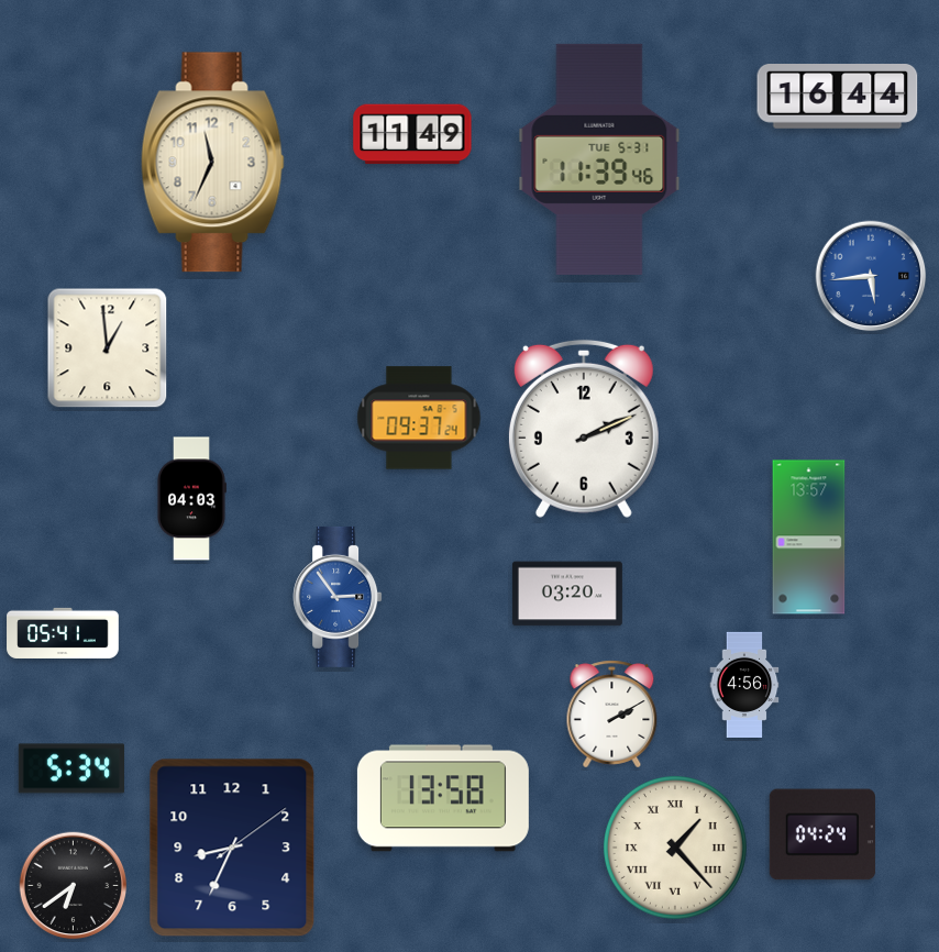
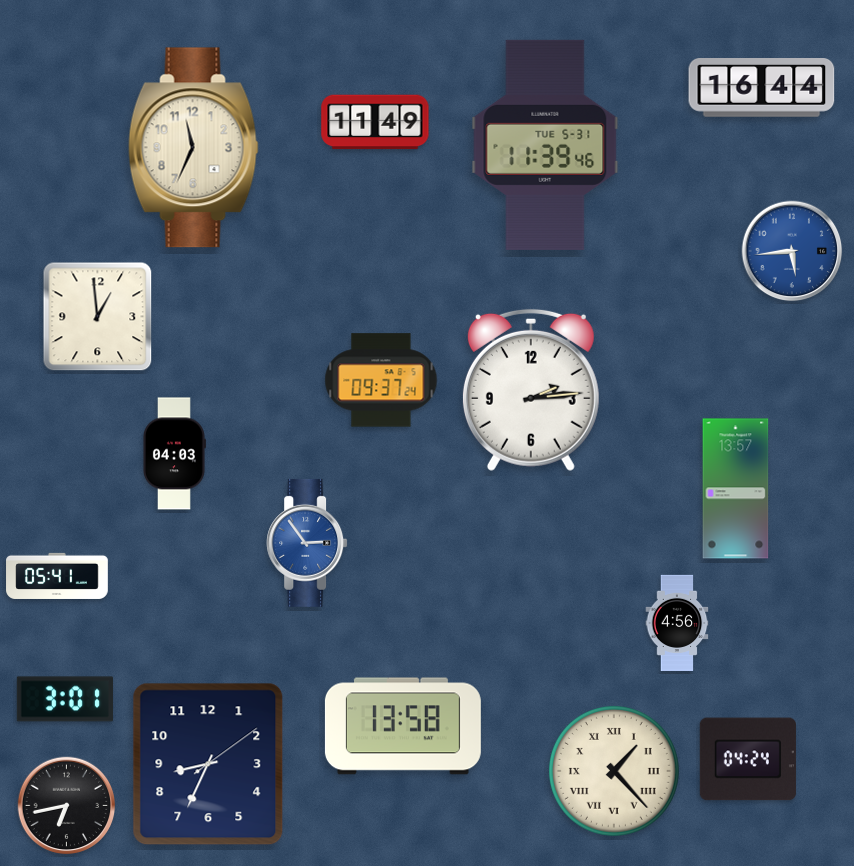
clock at (584, 429): 2:11 -> 2:14
clock at (567, 594): 03:20 -> none
clock at (612, 715): 2:10 -> none
clock at (71, 768): 5:34 -> 3:01
clock at (232, 848) position: (232, 848) -> (208, 764)
clock at (74, 886): 6:39 -> 6:43
